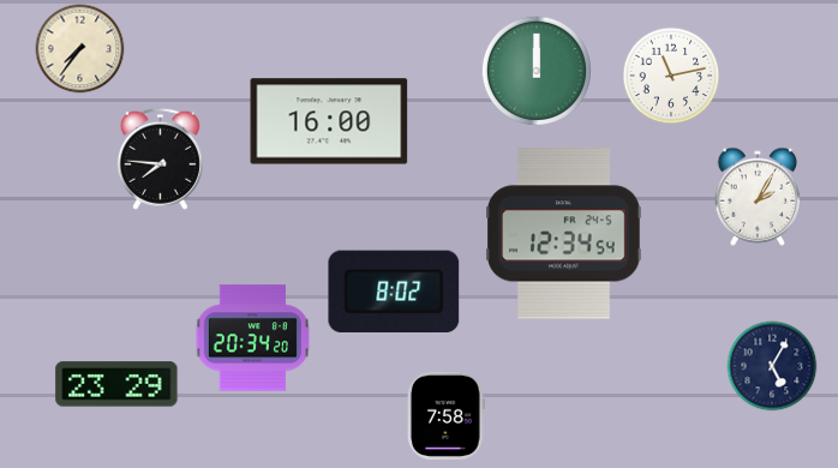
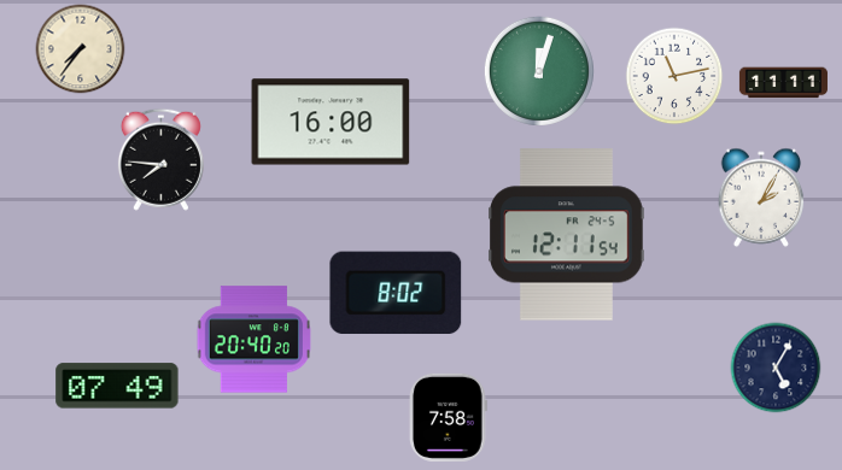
clock at (537, 71): 12:00 -> 12:03
clock at (783, 83): none -> 11:11
clock at (564, 234): 12:34 -> 12:11
clock at (252, 338): 20:34 -> 20:40
clock at (116, 384): 23:29 -> 07:49
